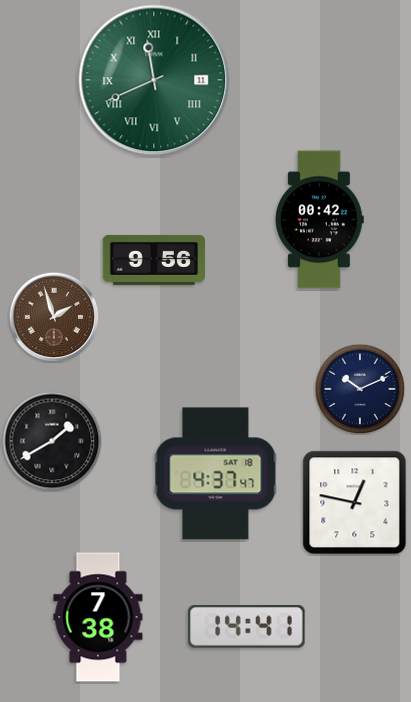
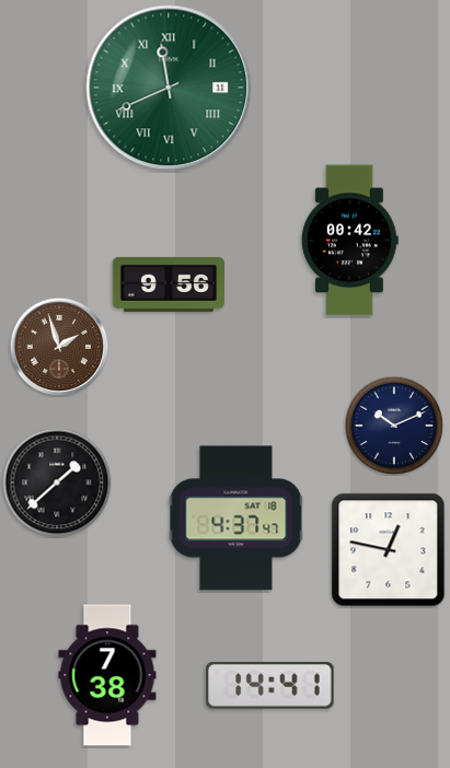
clock at (52, 441): 1:40 -> 1:38
